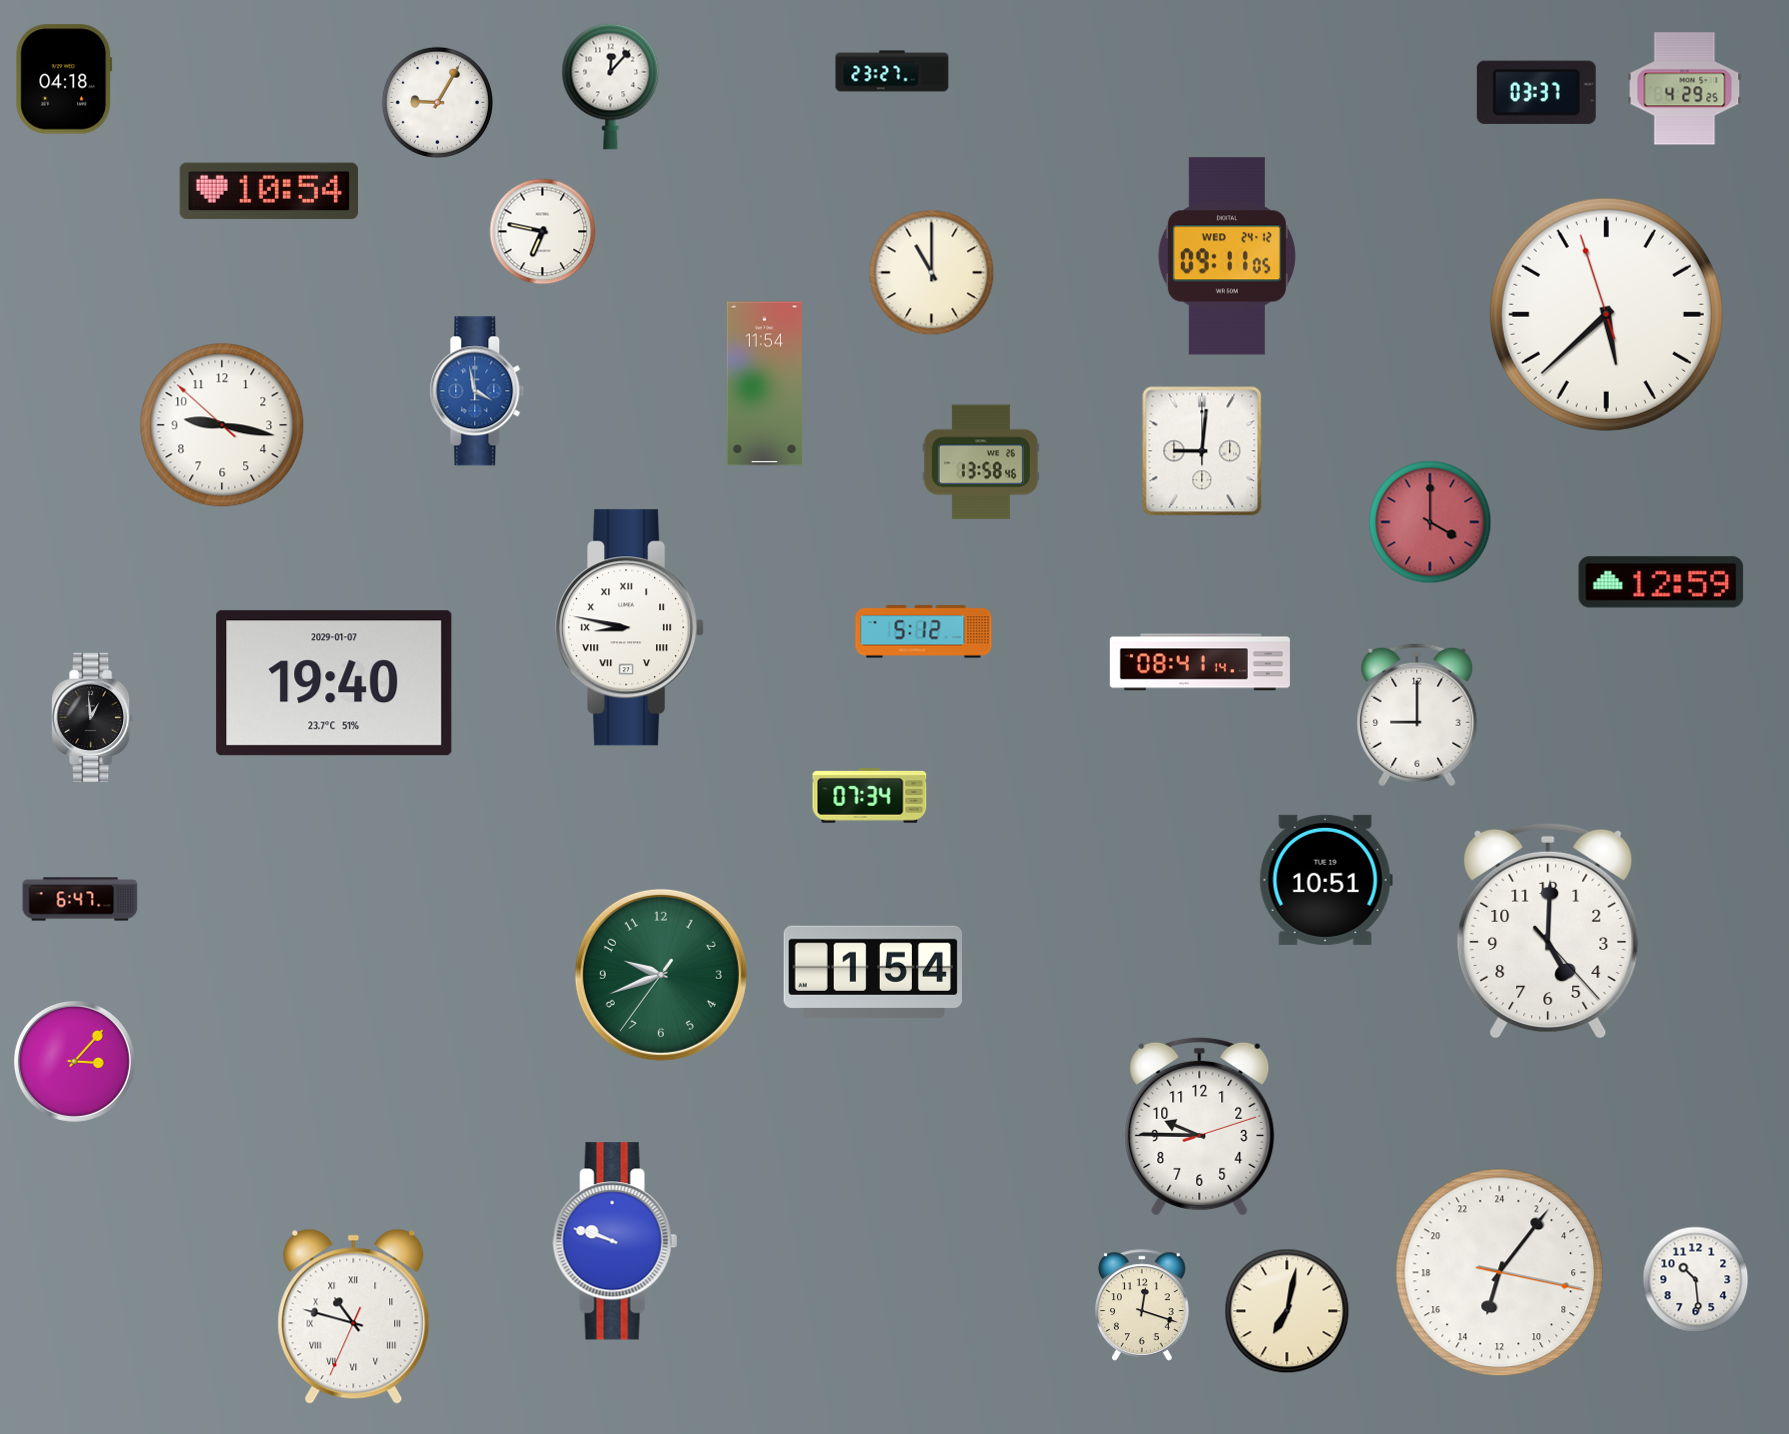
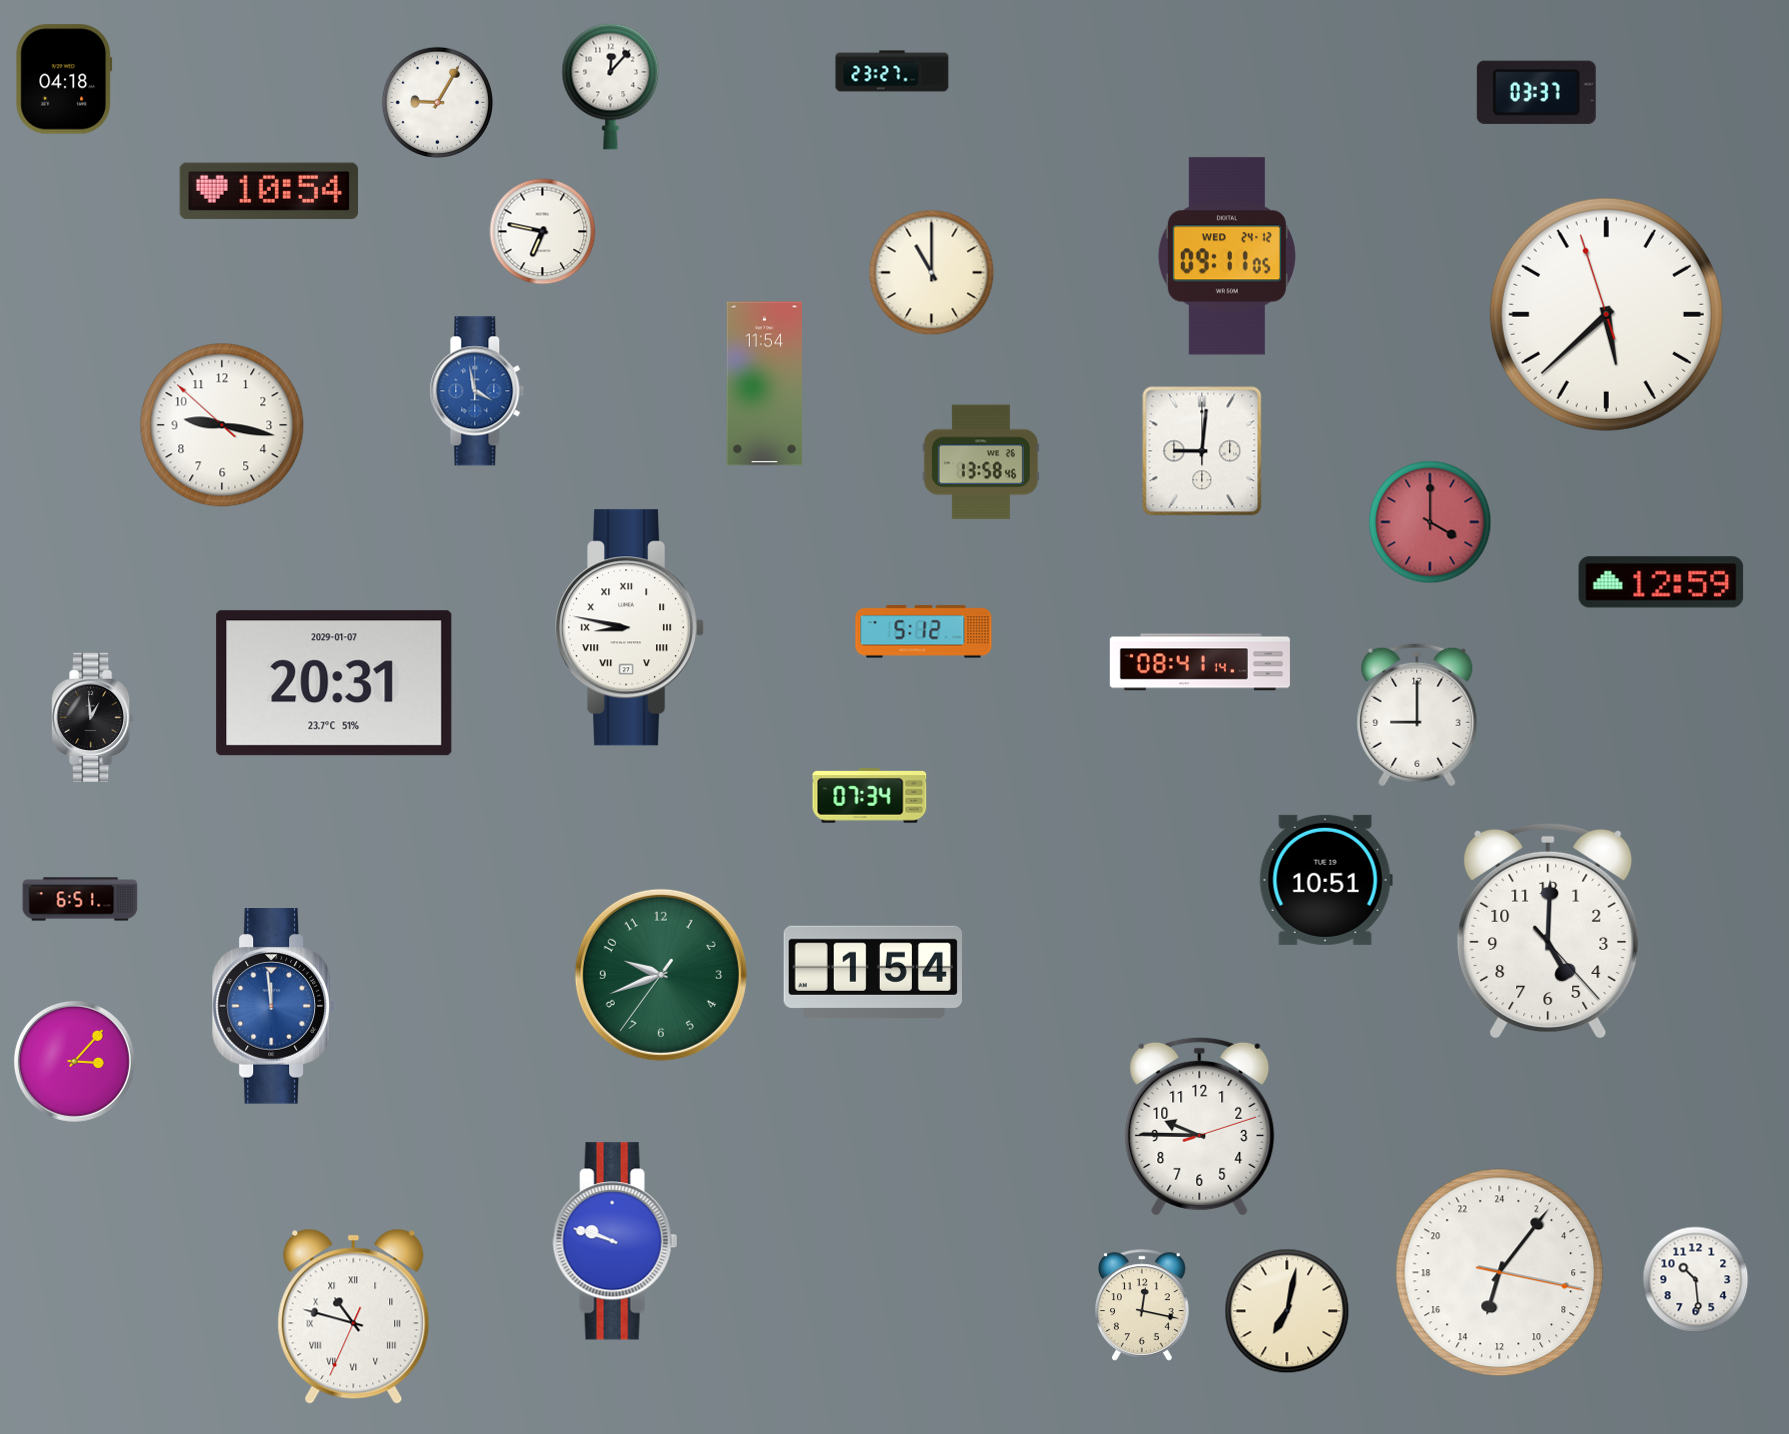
clock at (1685, 89): 4:29 -> none
clock at (334, 683): 19:40 -> 20:31
clock at (80, 899): 6:47 -> 6:51
clock at (274, 1006): none -> 11:59
clock at (1143, 1305): 12:18 -> 12:17
